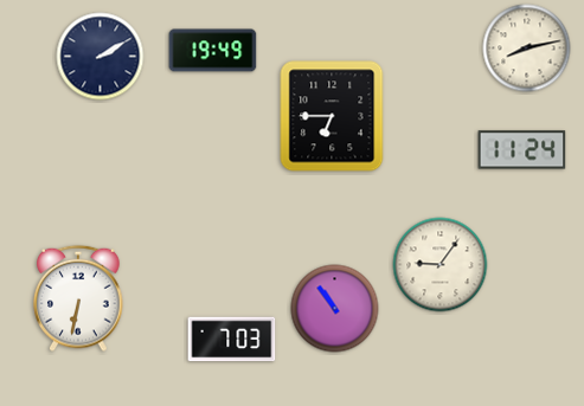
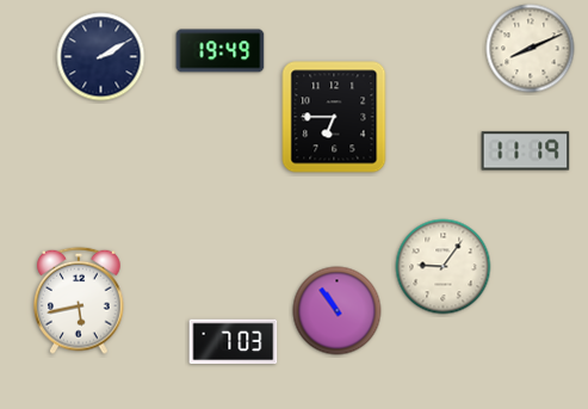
clock at (527, 49): 8:13 -> 8:11
clock at (213, 51) position: (213, 51) -> (221, 51)
clock at (522, 150): 11:24 -> 11:19
clock at (78, 298): 6:32 -> 5:43
